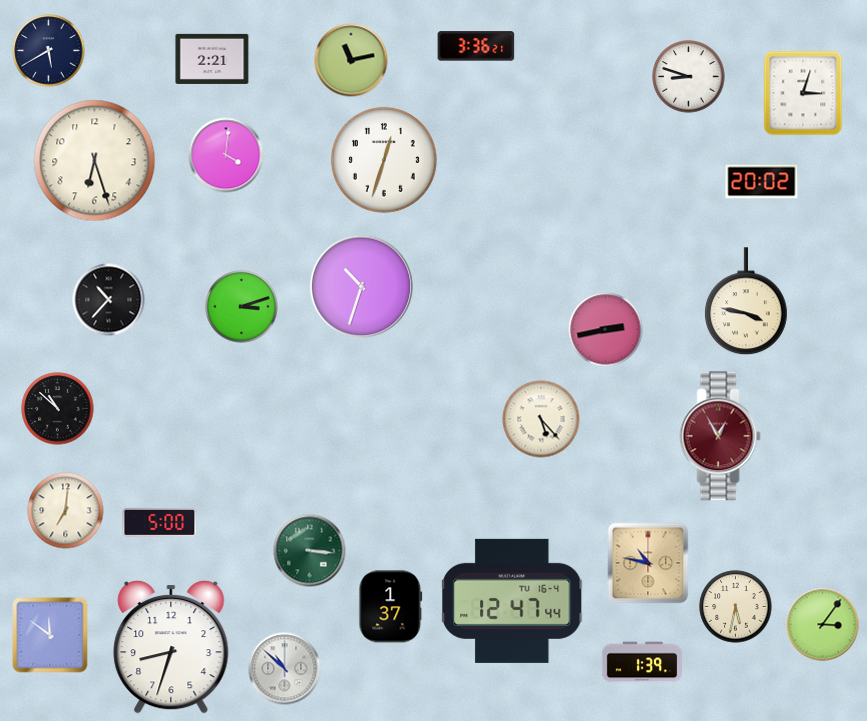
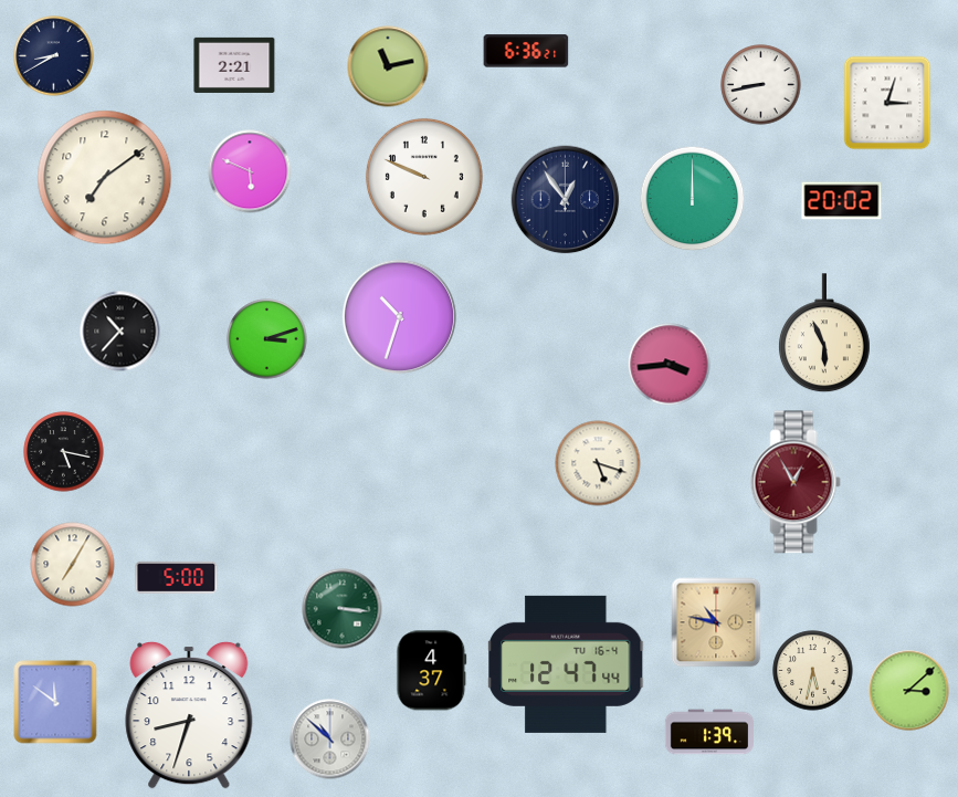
clock at (476, 46): 3:36 -> 6:36
clock at (49, 51): 5:40 -> 8:40
clock at (689, 77): 8:48 -> 8:43
clock at (226, 155): 4:01 -> 5:49
clock at (384, 160): 12:33 -> 9:49
clock at (95, 161): 6:27 -> 7:09
clock at (693, 199): none -> 12:00
clock at (566, 200): none -> 12:54
clock at (746, 302): 3:47 -> 5:56
clock at (606, 330): 2:43 -> 3:44
clock at (58, 409): 10:52 -> 5:17
clock at (541, 419): 5:23 -> 5:18
clock at (66, 511): 7:01 -> 7:05
clock at (391, 607): 1:37 -> 4:37
clock at (823, 625): 3:06 -> 3:08
clock at (285, 669) position: (285, 669) -> (330, 740)
